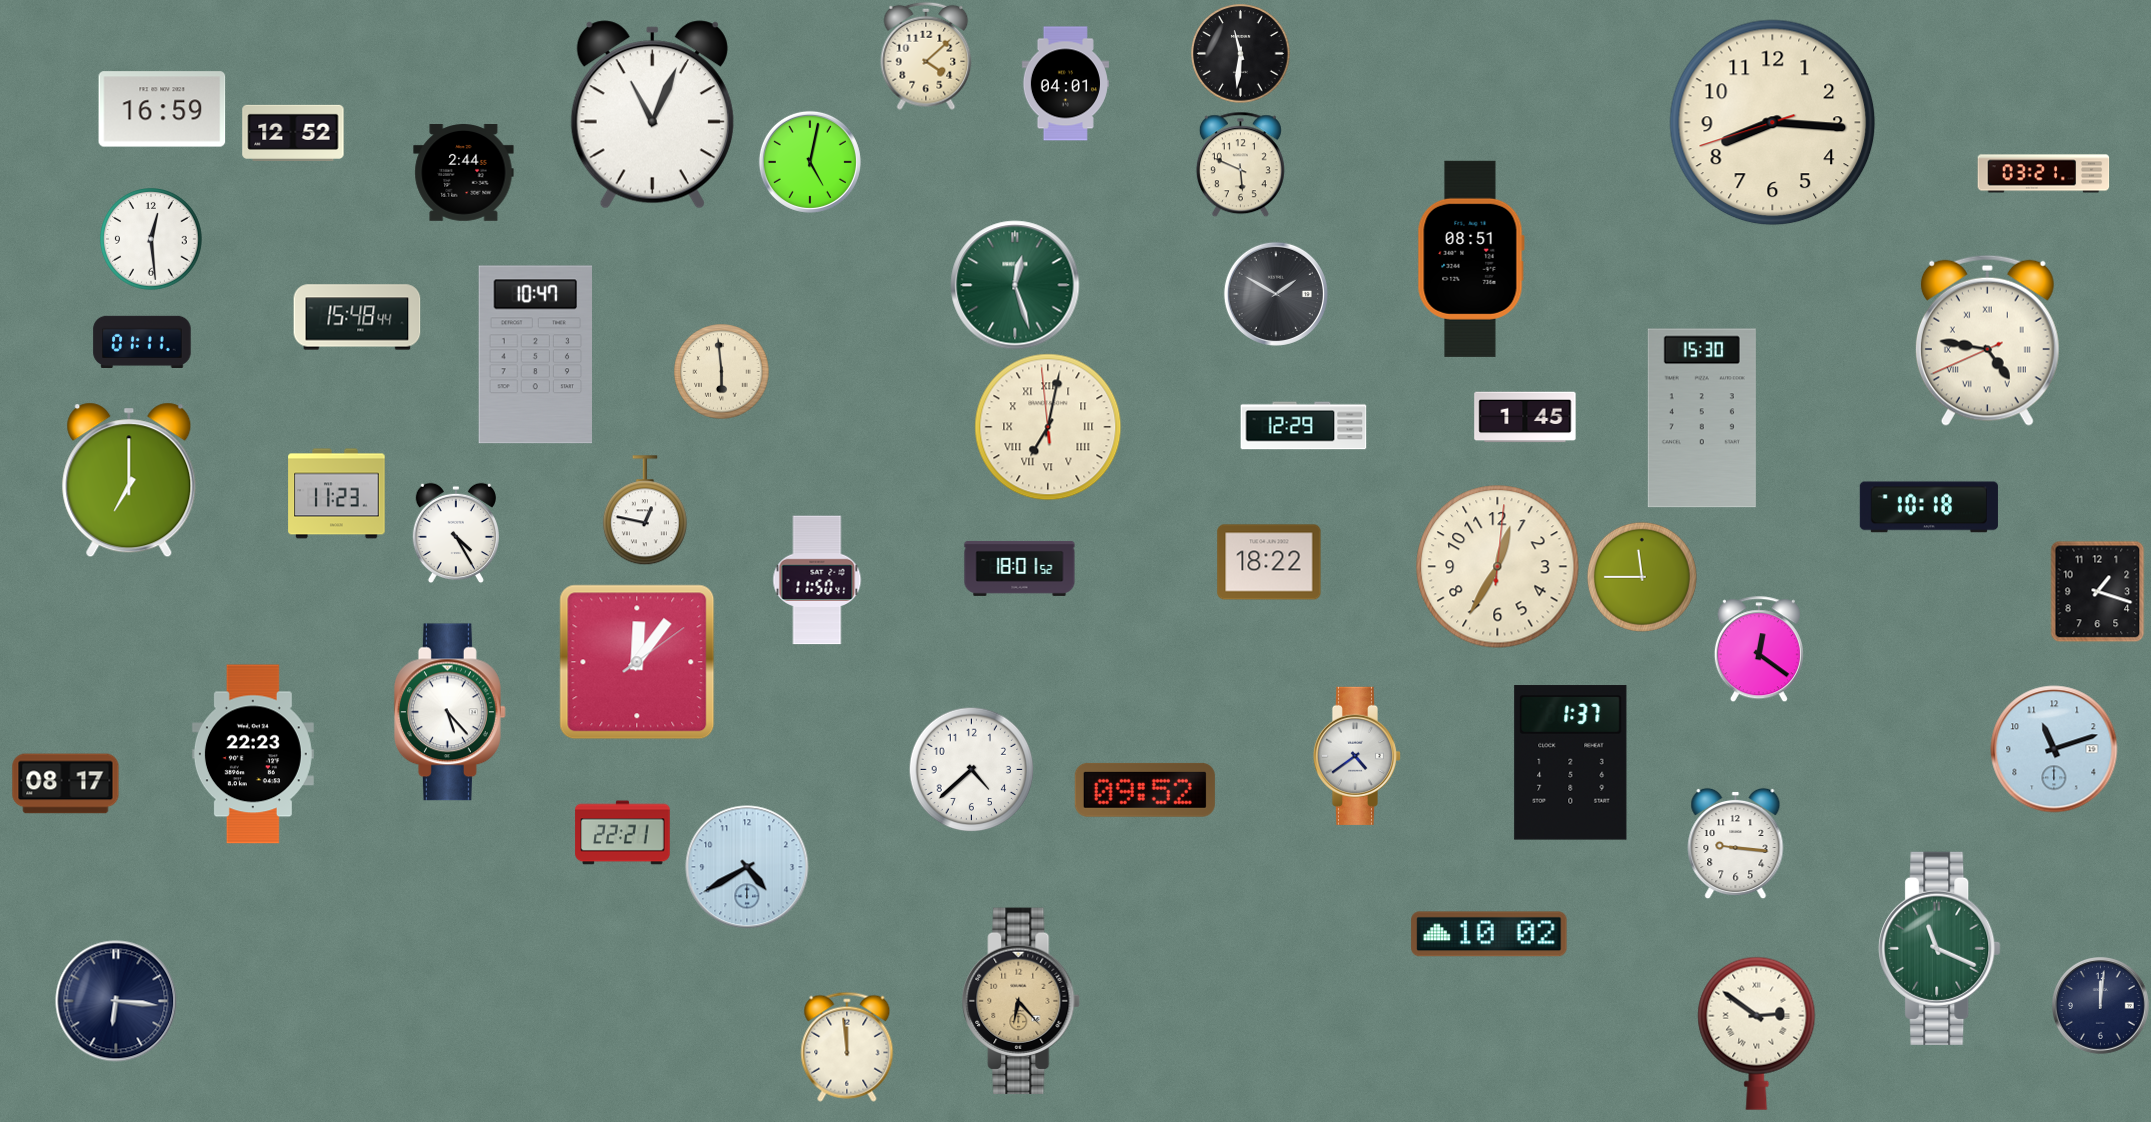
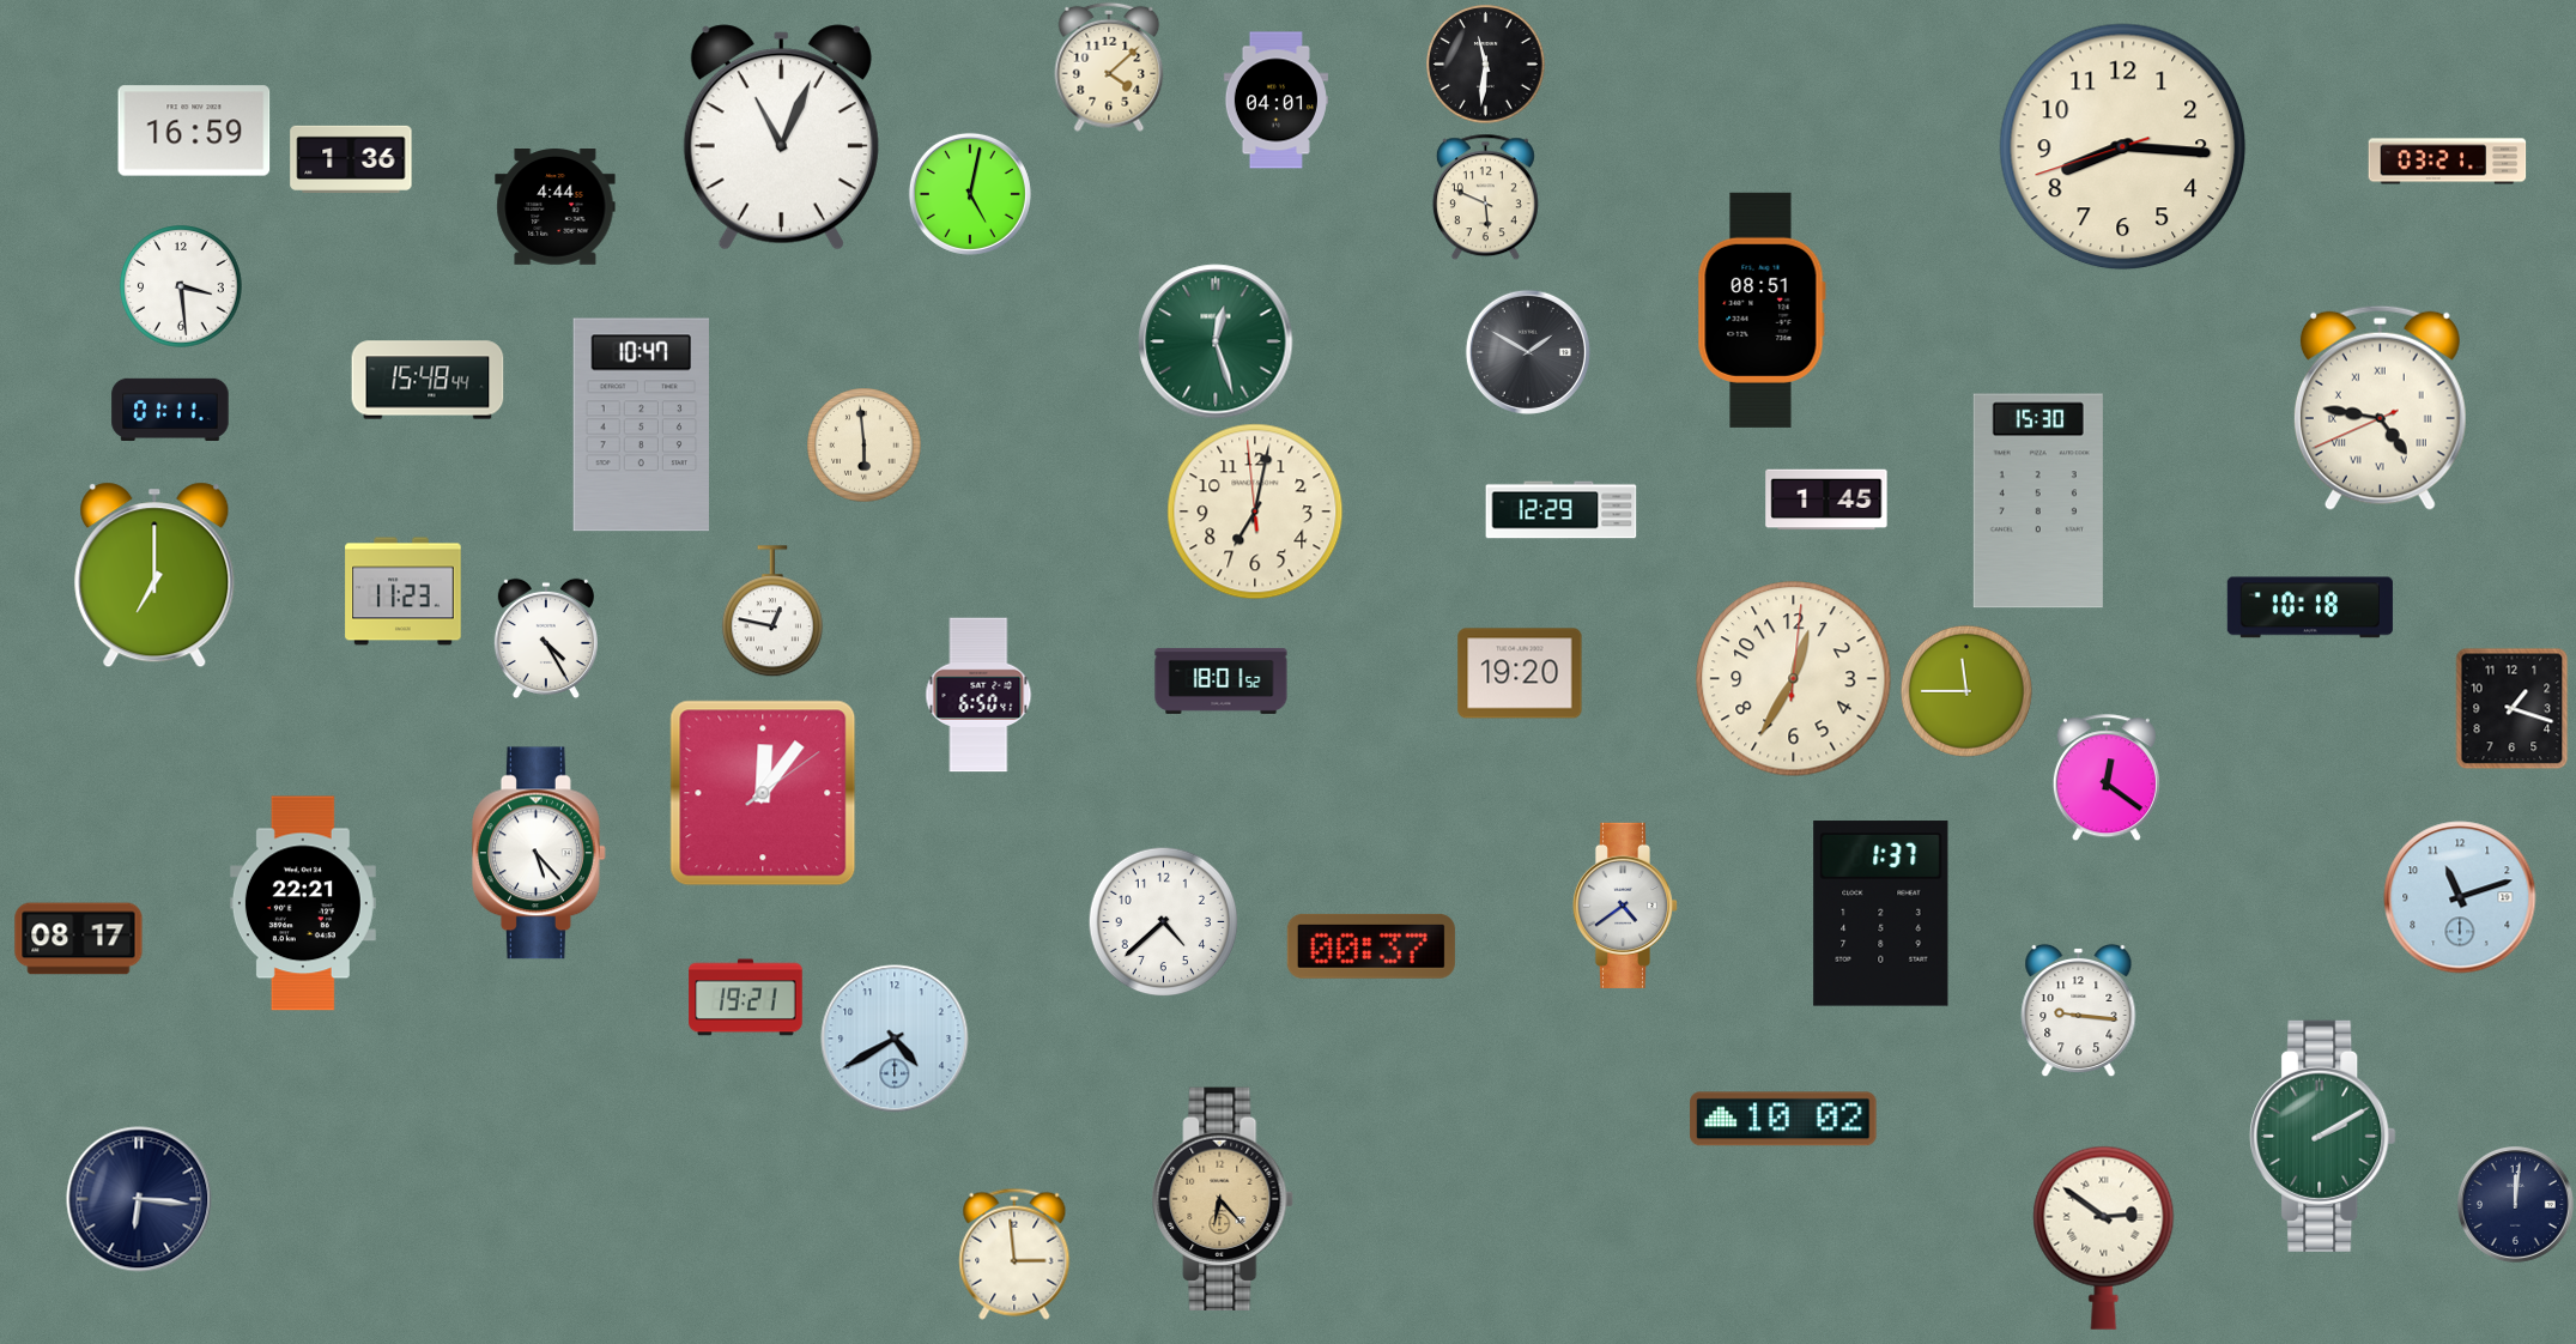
clock at (293, 133): 12:52 -> 1:36
clock at (464, 173): 2:44 -> 4:44
clock at (2044, 174) position: (2044, 174) -> (2448, 162)
clock at (152, 240): 12:29 -> 3:29
clock at (1048, 427) numerals: Roman -> Arabic
clock at (1269, 562): 18:22 -> 19:20
clock at (817, 580): 11:50 -> 6:50
clock at (253, 754): 22:23 -> 22:21
clock at (1145, 790): 09:52 -> 00:37
clock at (623, 833): 22:21 -> 19:21
clock at (1940, 948): 11:19 -> 2:10
clock at (847, 1047): 11:59 -> 2:59
